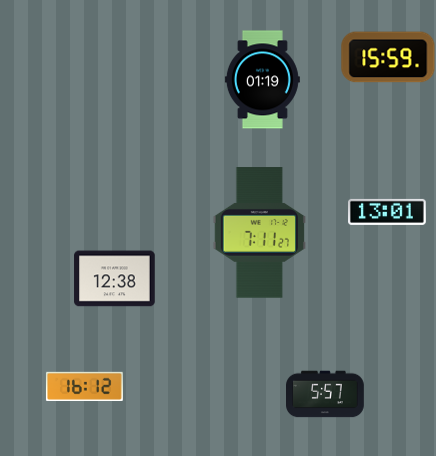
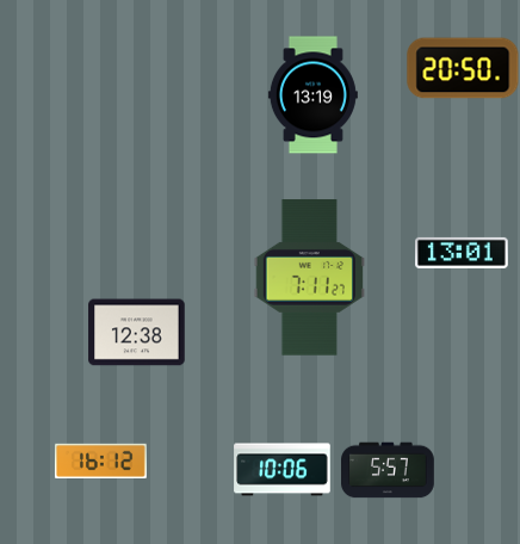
clock at (388, 57): 15:59 -> 20:50
clock at (262, 80): 01:19 -> 13:19
clock at (283, 470): none -> 10:06
